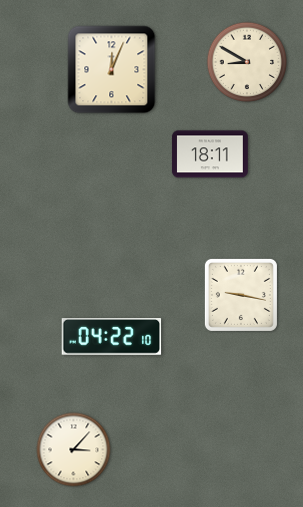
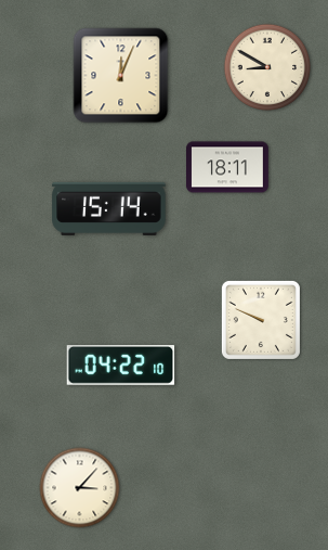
clock at (109, 208): none -> 15:14
clock at (241, 295): 9:17 -> 9:49
